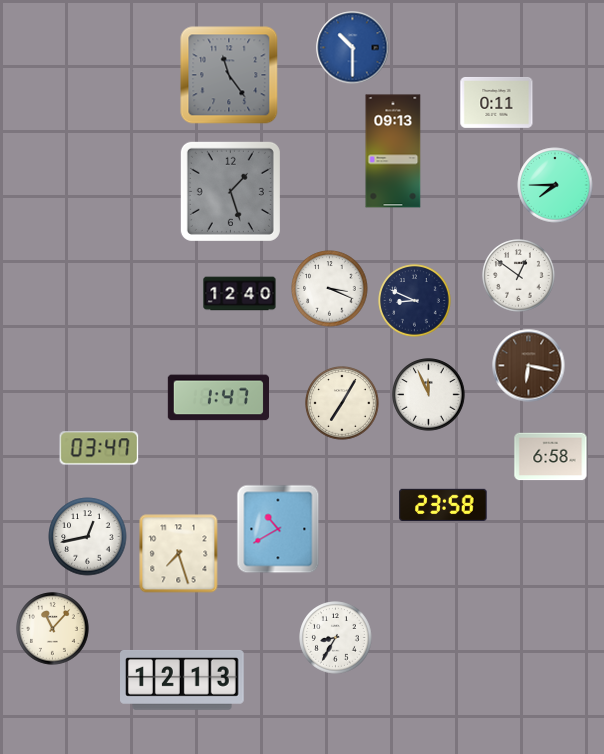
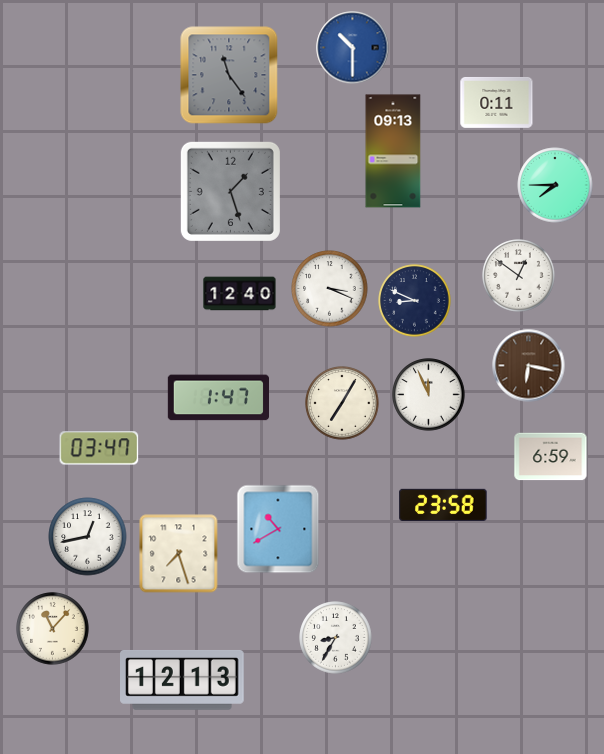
clock at (551, 457): 6:58 -> 6:59
